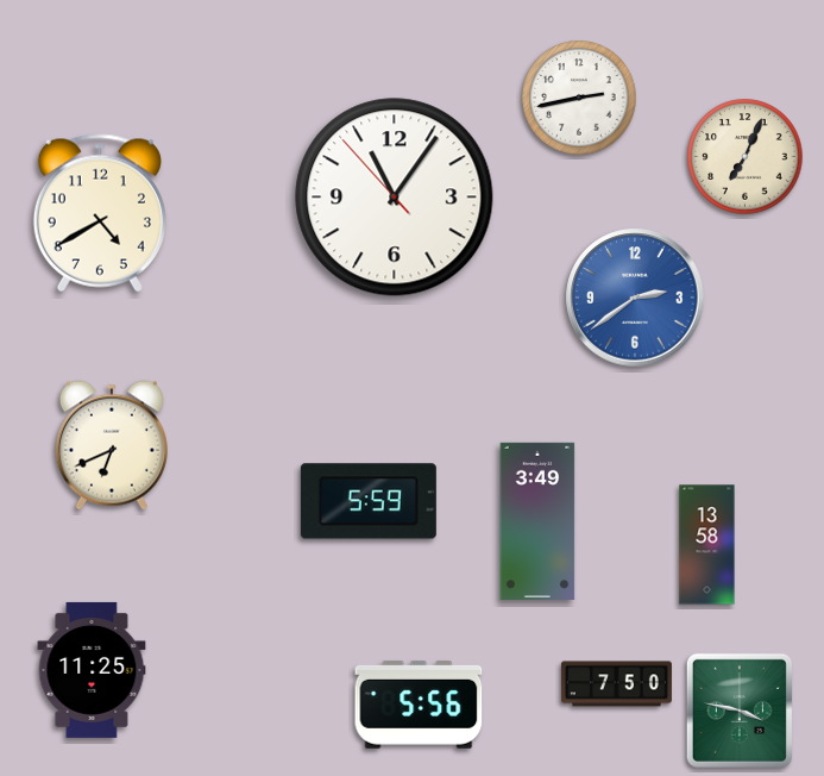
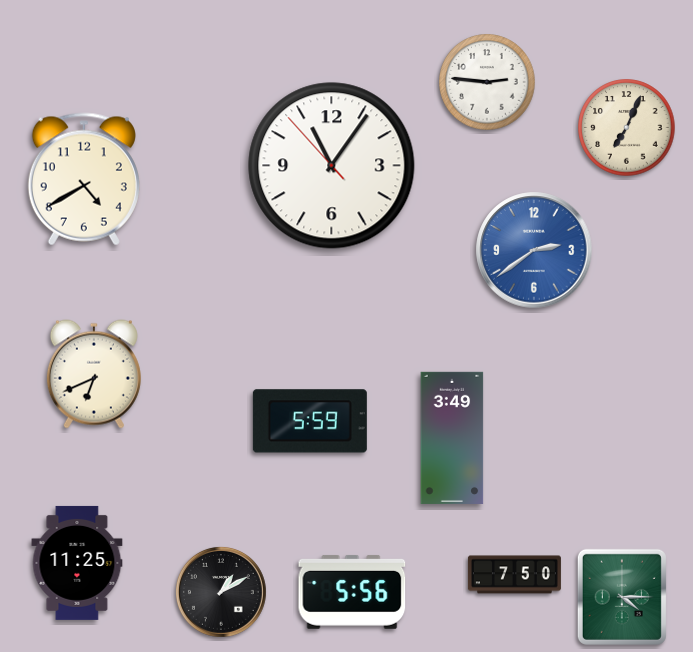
clock at (579, 98): 2:43 -> 2:46
clock at (746, 157) position: (746, 157) -> (627, 128)
clock at (707, 545): 13:58 -> none
clock at (616, 684) position: (616, 684) -> (514, 575)
clock at (221, 592): none -> 1:10
clock at (740, 711): 3:47 -> 4:15
